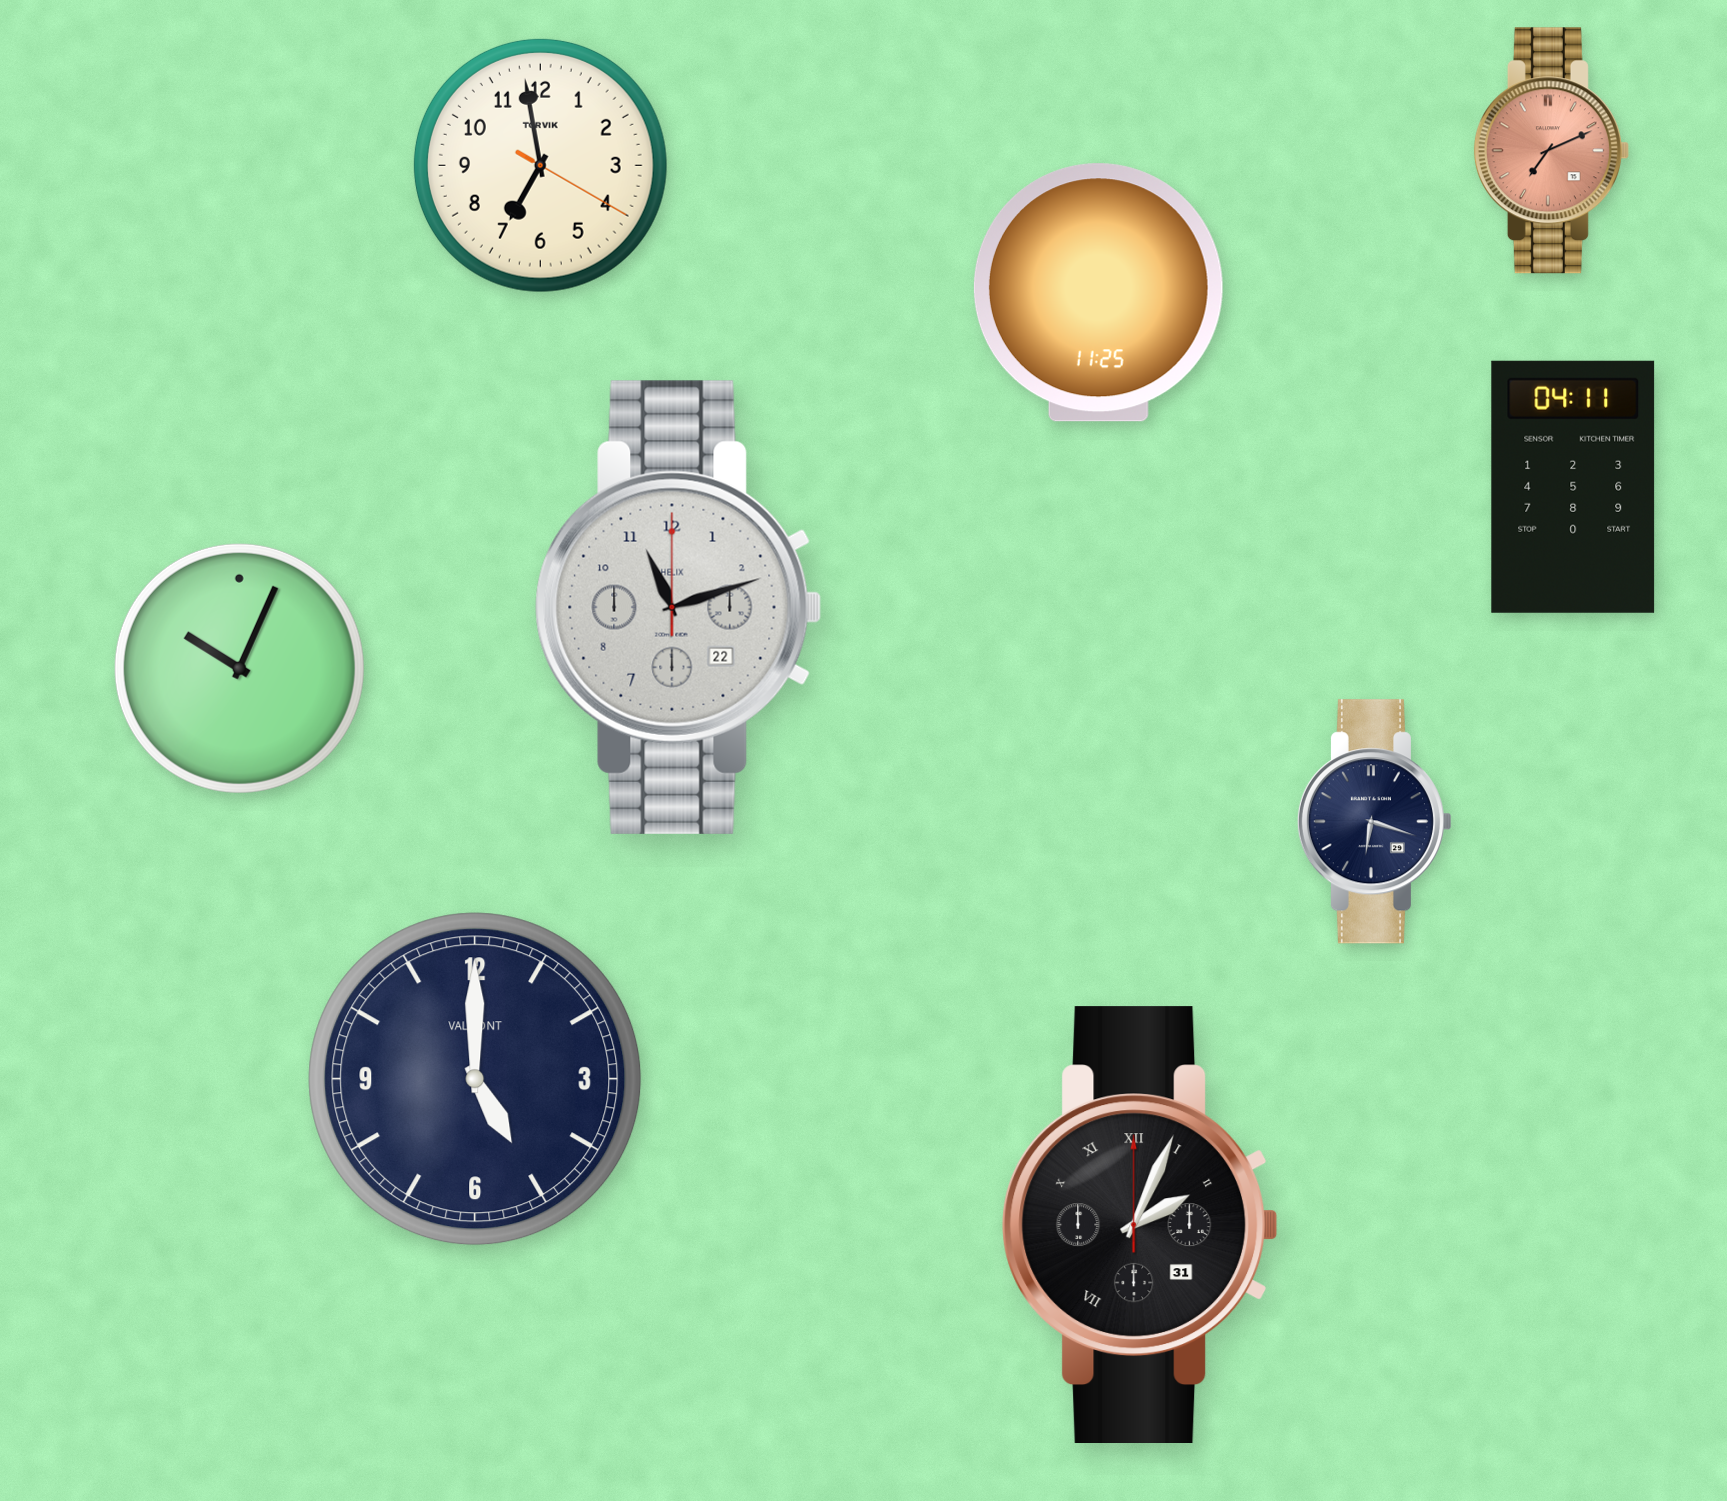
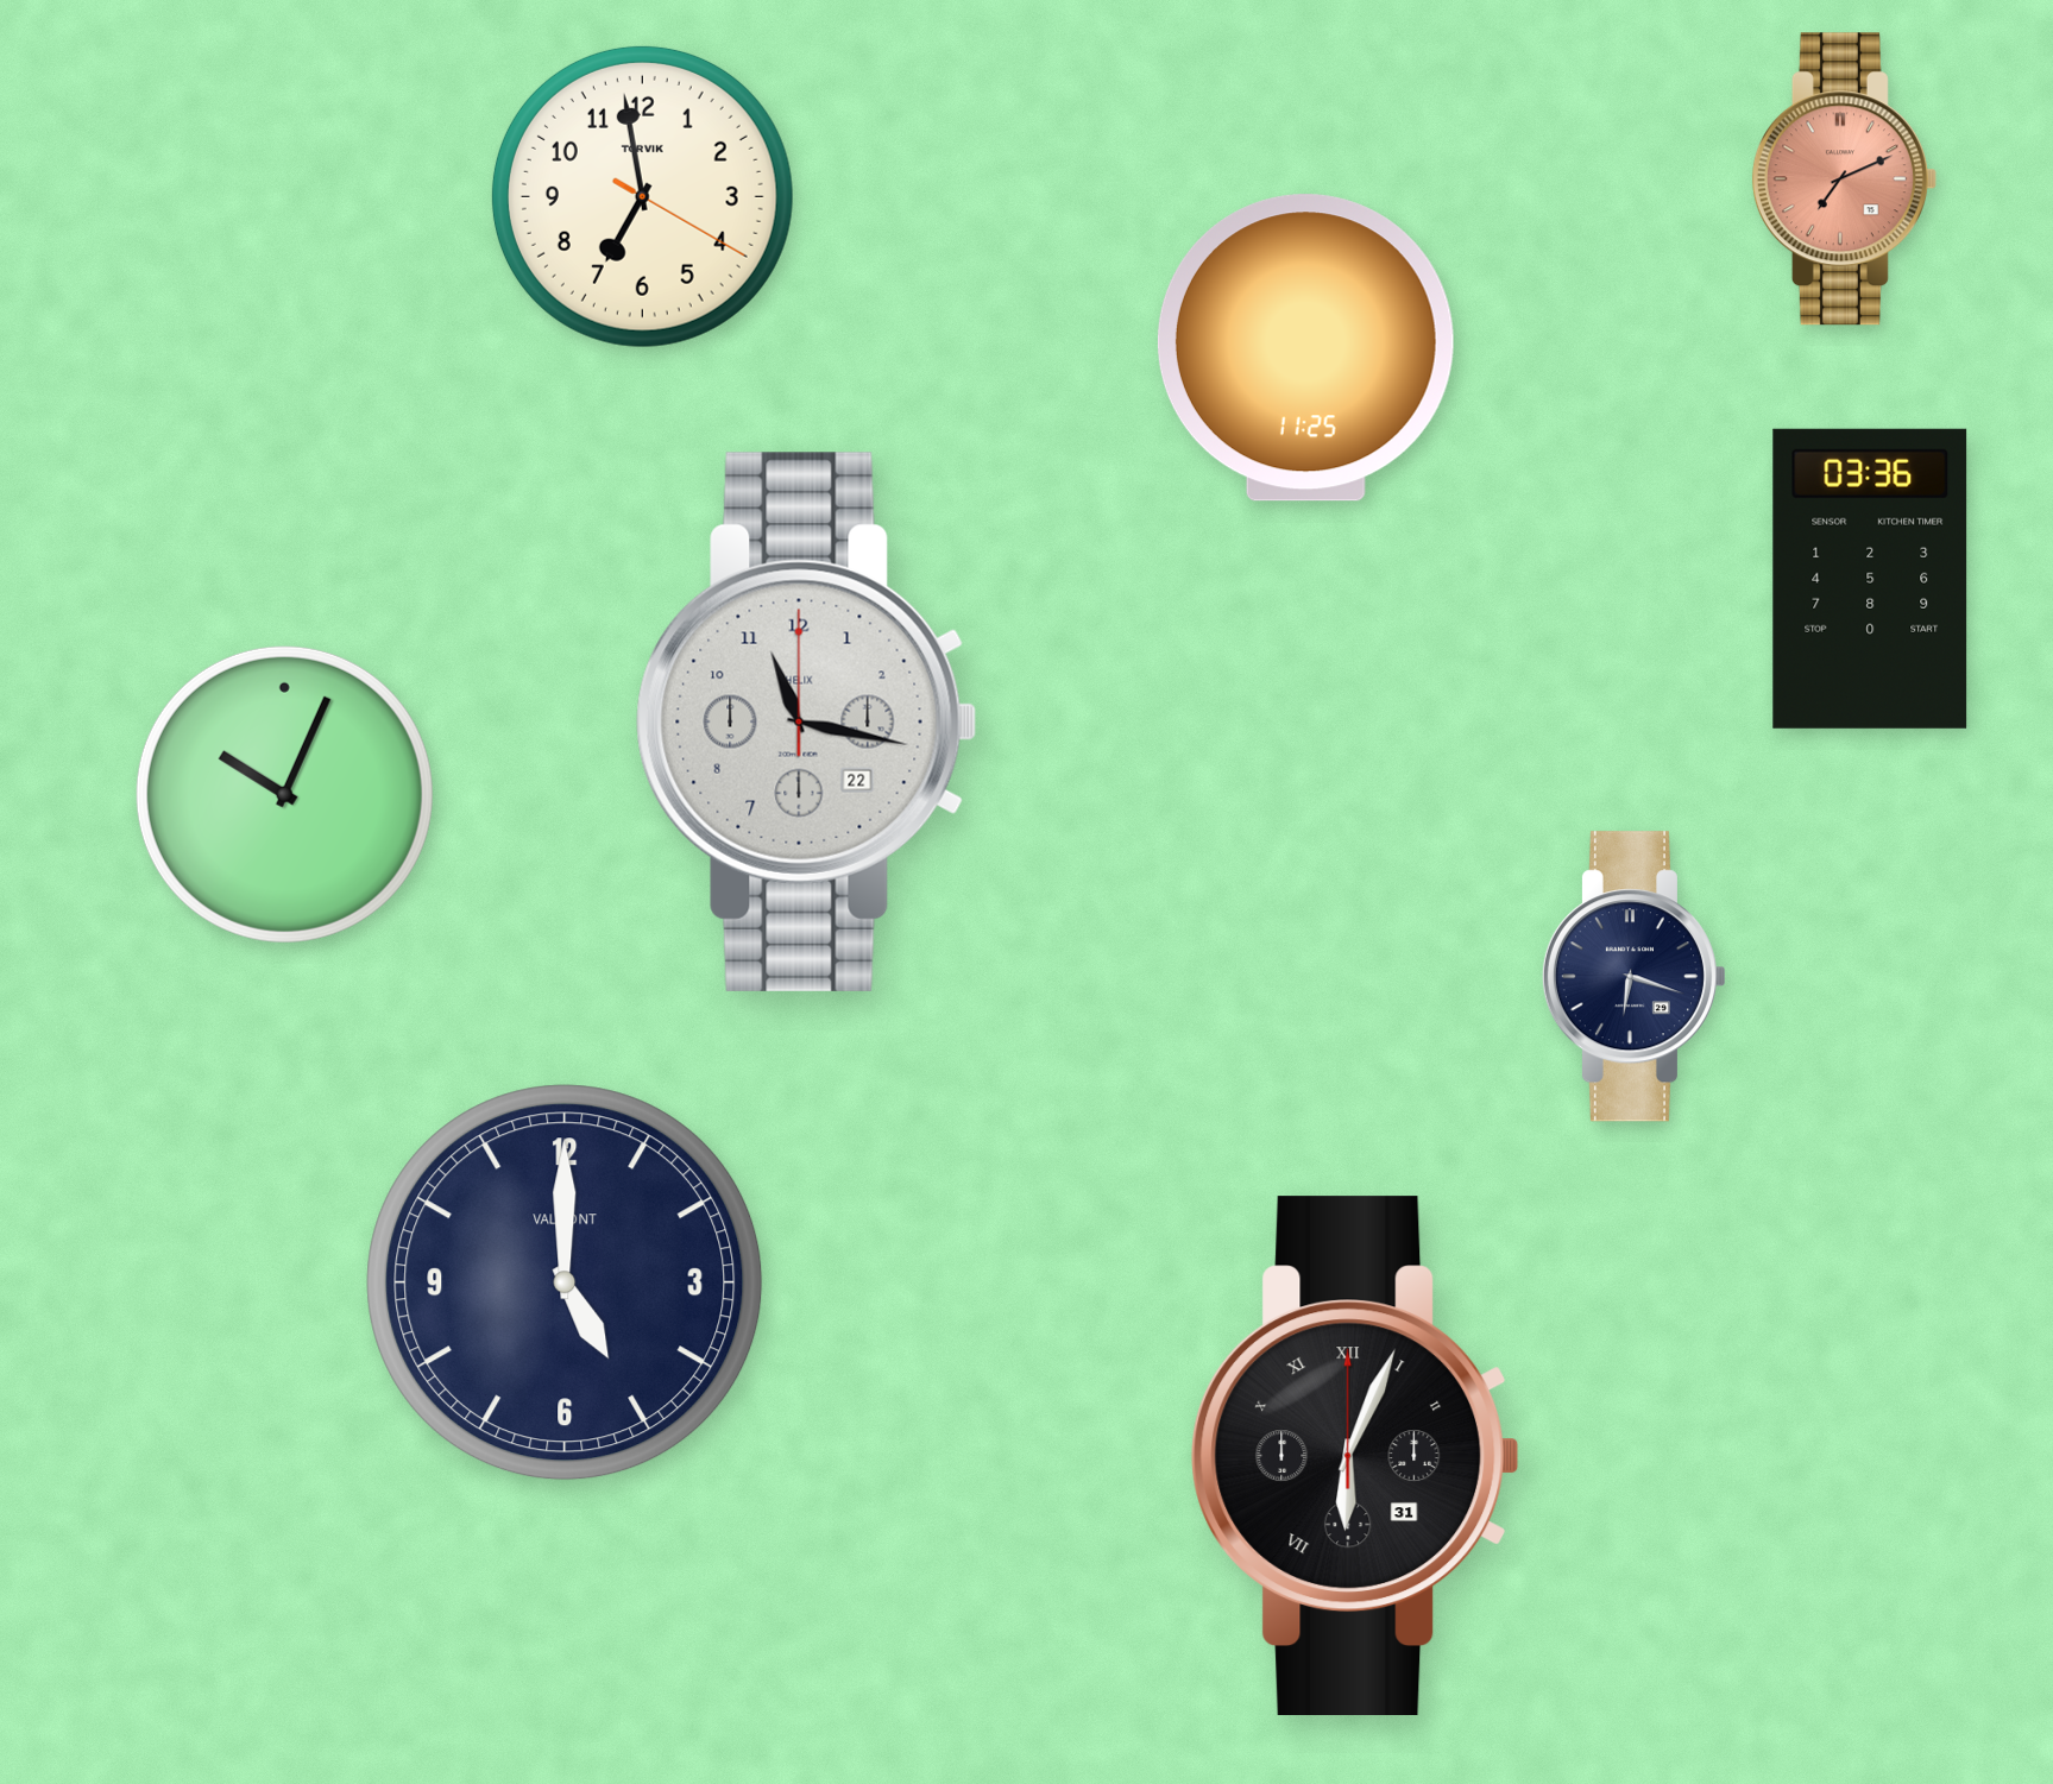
clock at (1573, 487): 04:11 -> 03:36
clock at (679, 607): 11:12 -> 11:17
clock at (1140, 1224): 2:04 -> 6:04
